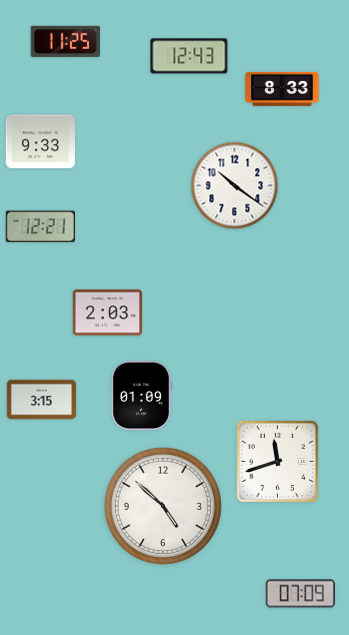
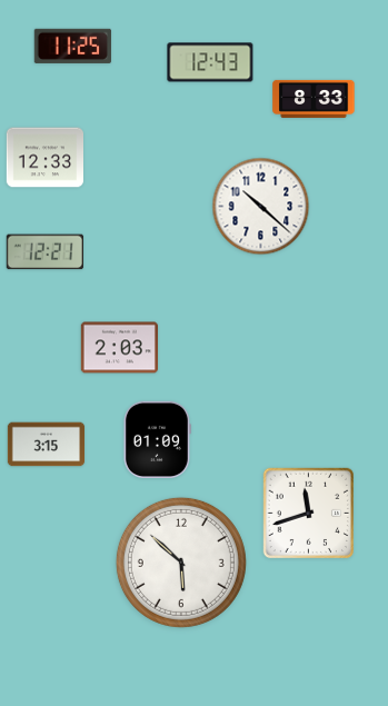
clock at (41, 142): 9:33 -> 12:33
clock at (235, 186): 10:21 -> 10:22
clock at (163, 506): 4:52 -> 5:52
clock at (300, 594): 07:09 -> none
